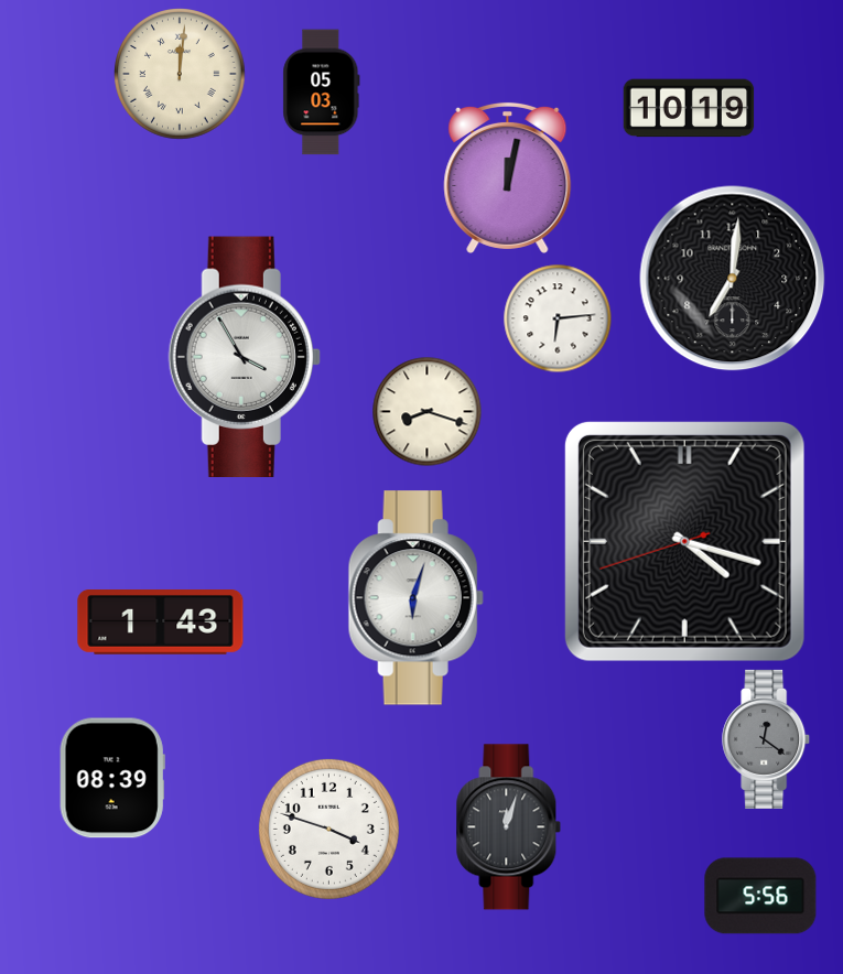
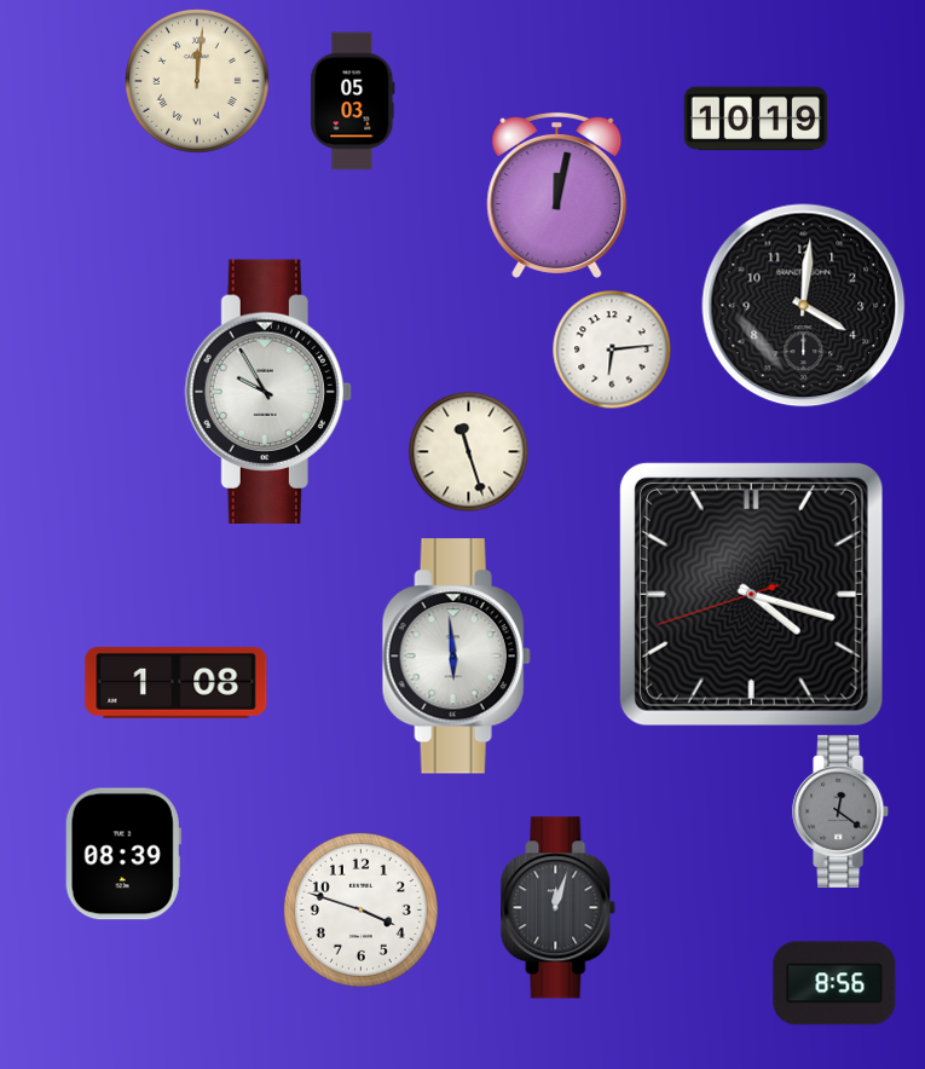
clock at (733, 279): 7:01 -> 4:01
clock at (245, 356): 3:55 -> 9:55
clock at (428, 412): 8:18 -> 11:27
clock at (415, 598): 6:03 -> 5:59
clock at (161, 623): 1:43 -> 1:08
clock at (760, 896): 5:56 -> 8:56
